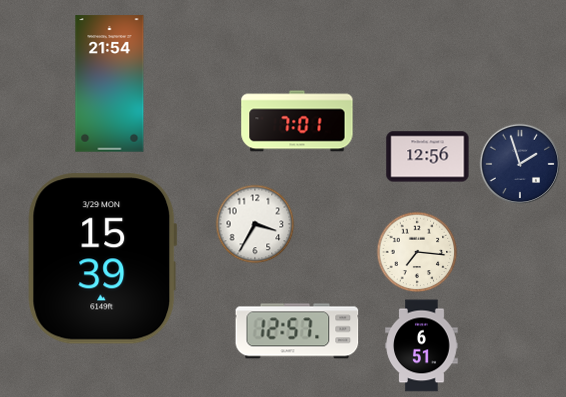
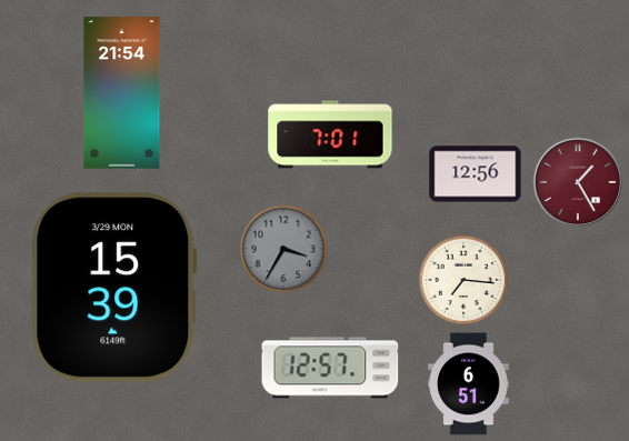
clock at (520, 164): 1:57 -> 1:25
clock at (520, 164) dial: navy -> burgundy
clock at (255, 224) dial: white -> grey
